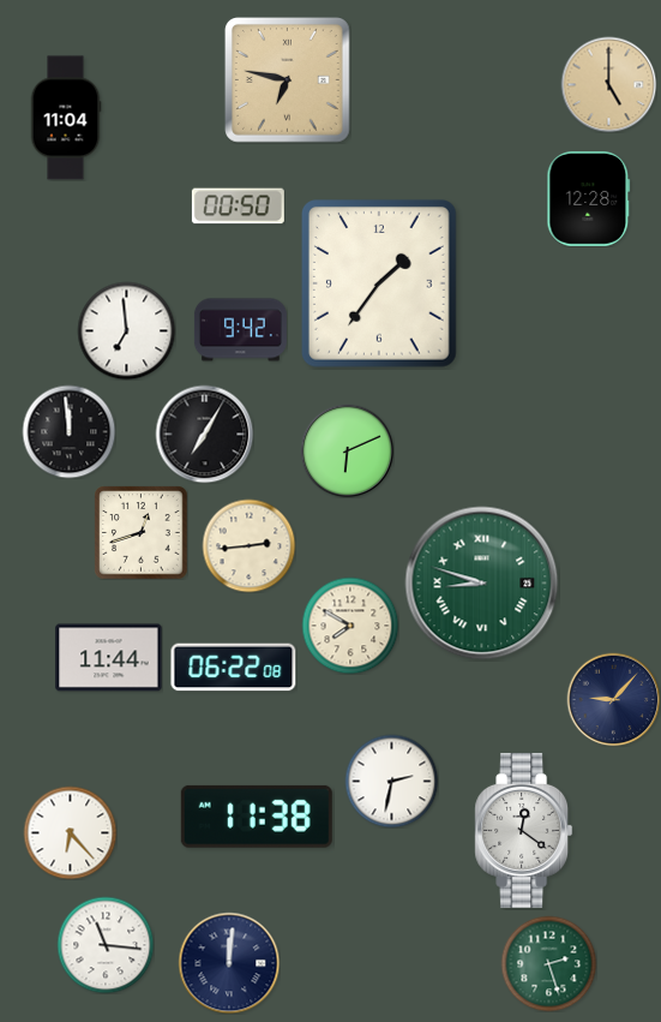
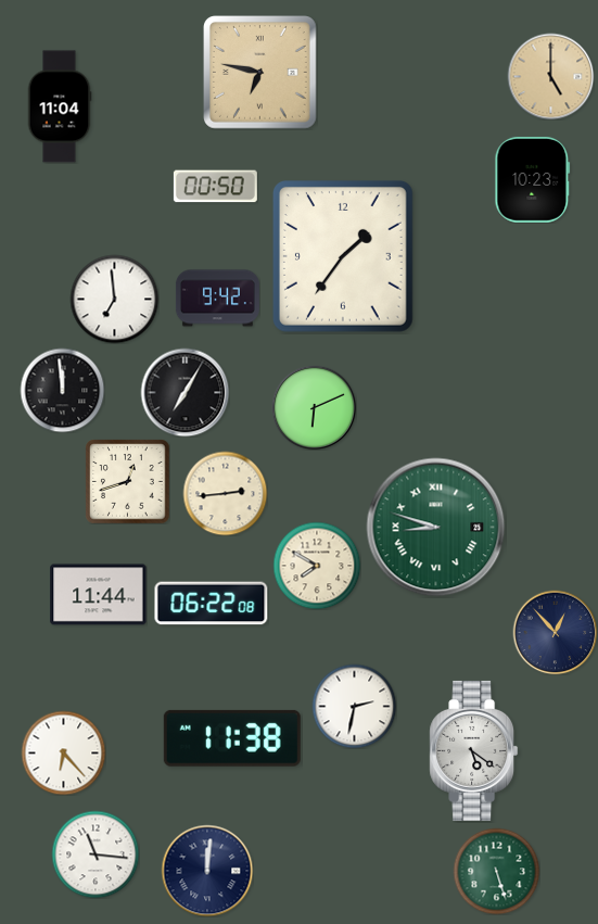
clock at (589, 198): 12:28 -> 10:23
clock at (613, 699): 9:07 -> 12:53
clock at (524, 830): 12:21 -> 5:21
clock at (548, 963): 2:27 -> 5:27
